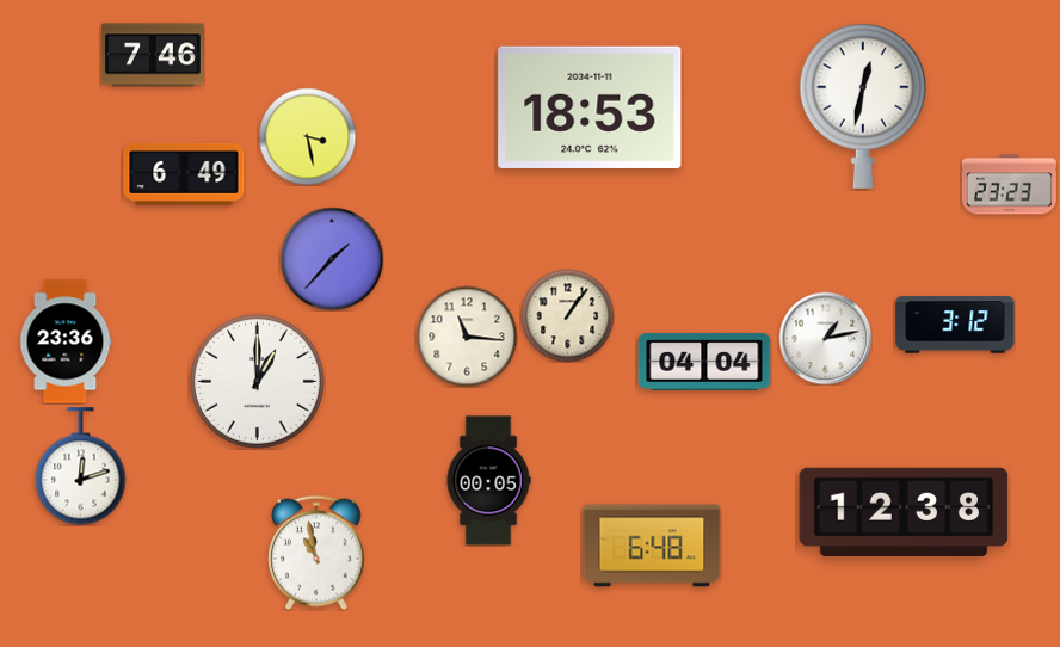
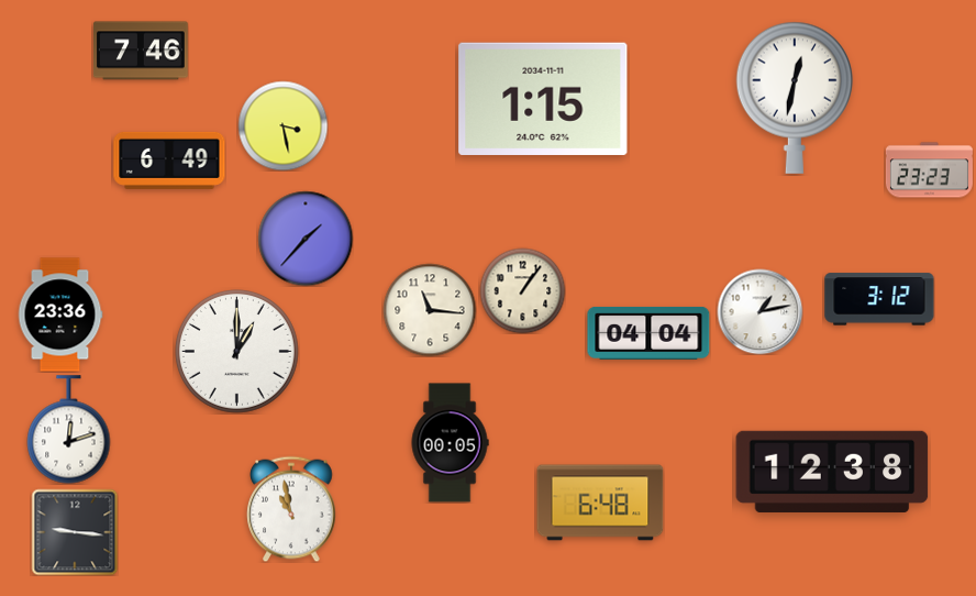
clock at (590, 107): 18:53 -> 1:15
clock at (81, 467) position: (81, 467) -> (69, 430)
clock at (75, 532): none -> 9:16
